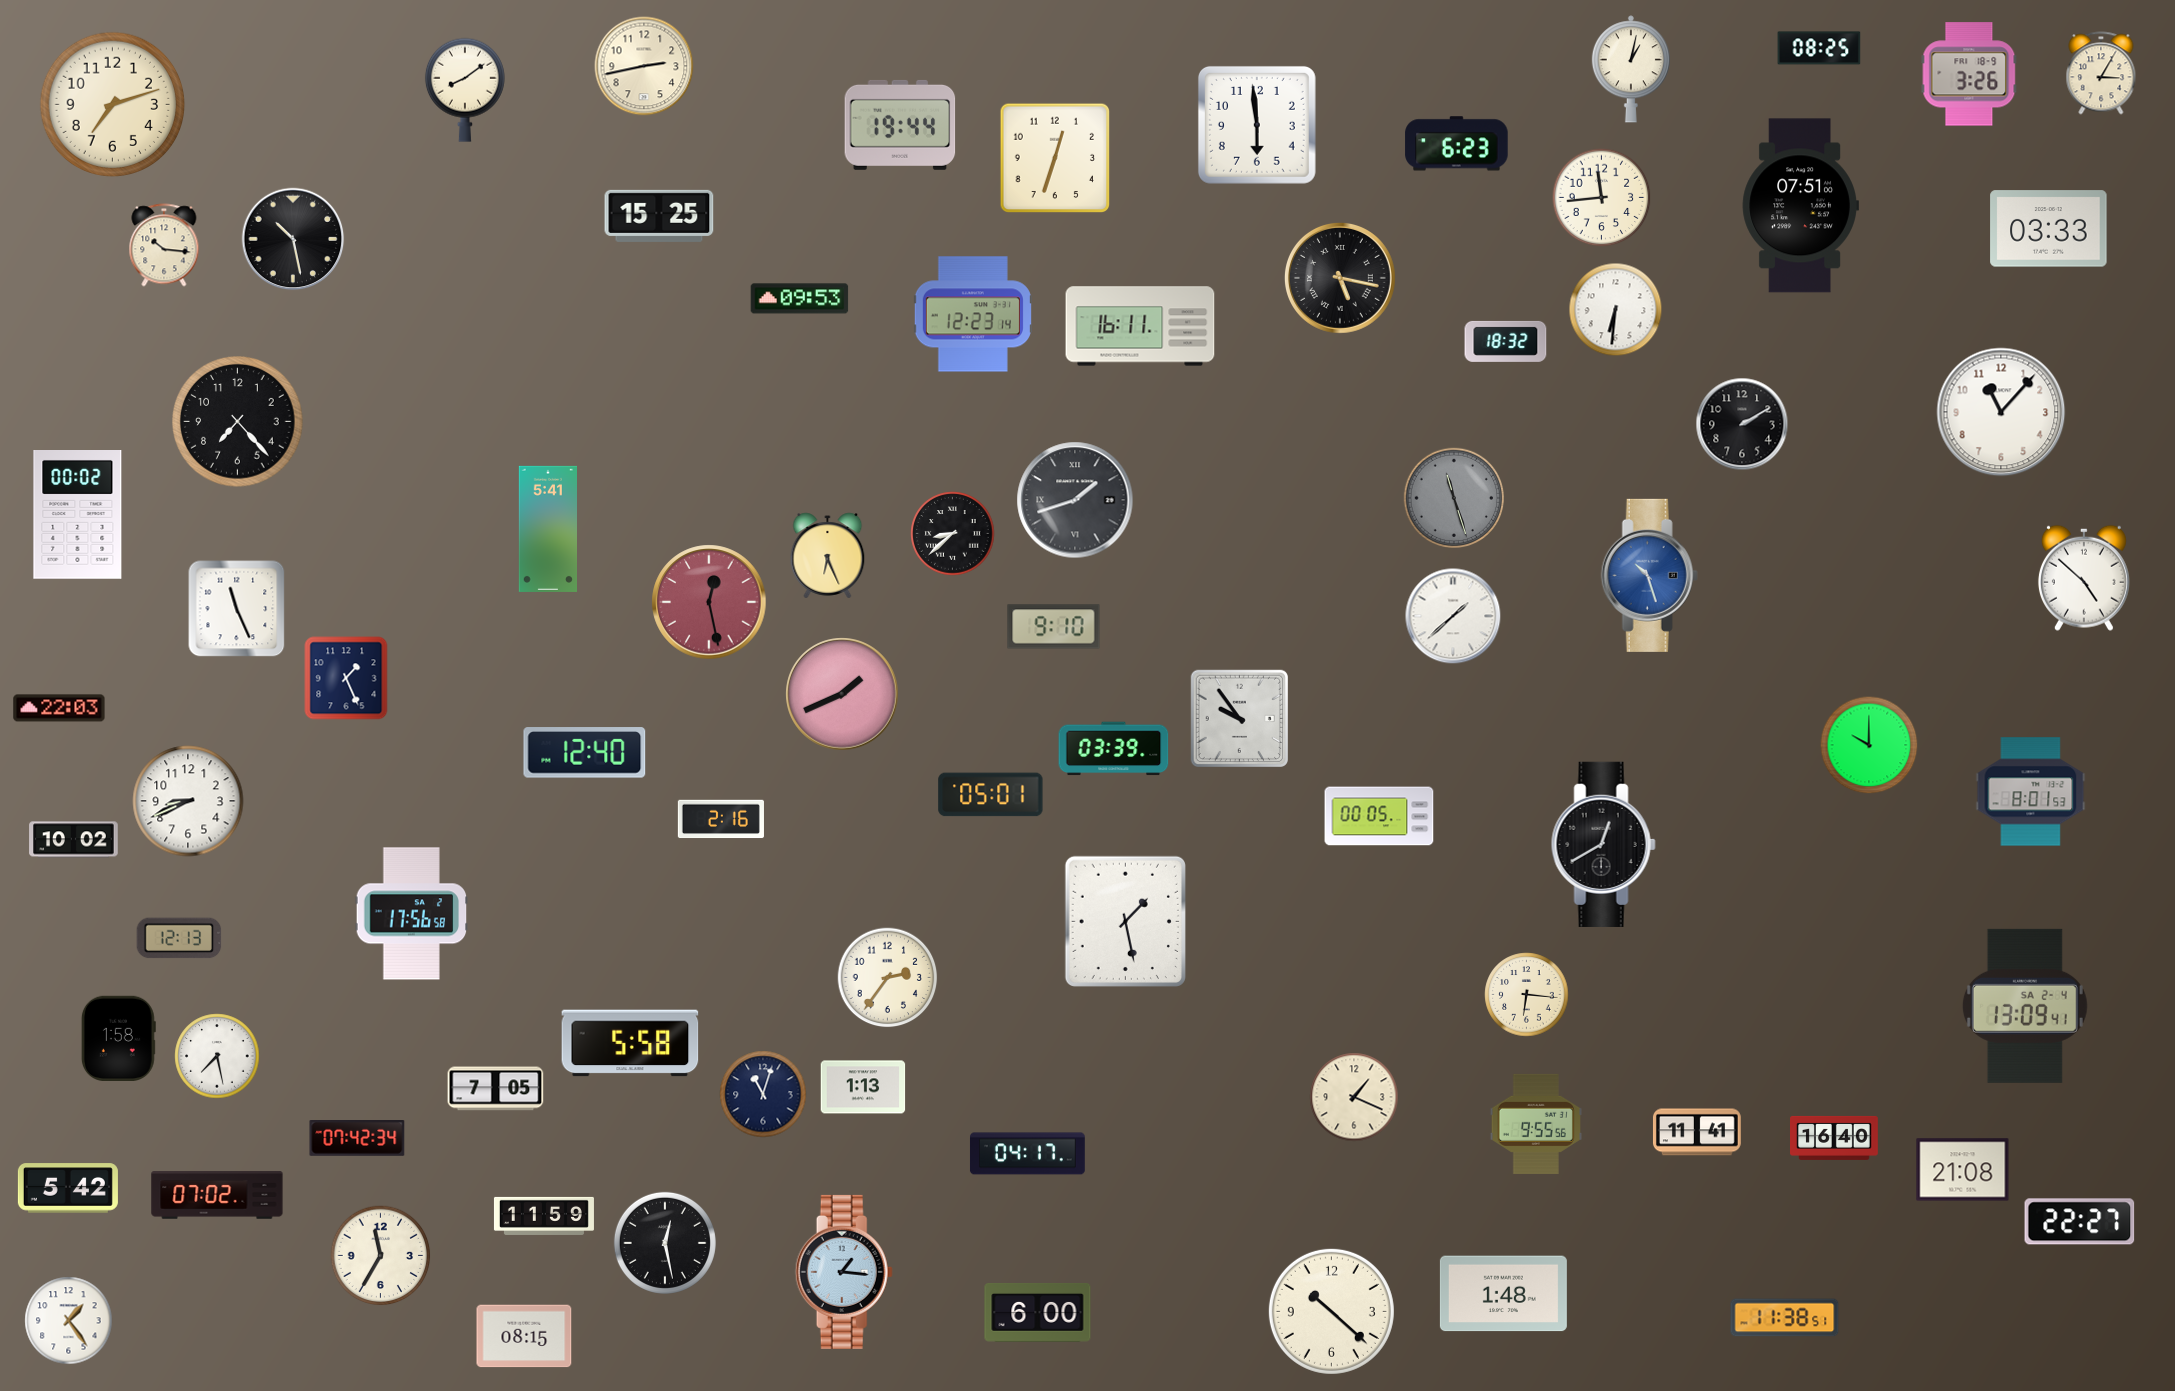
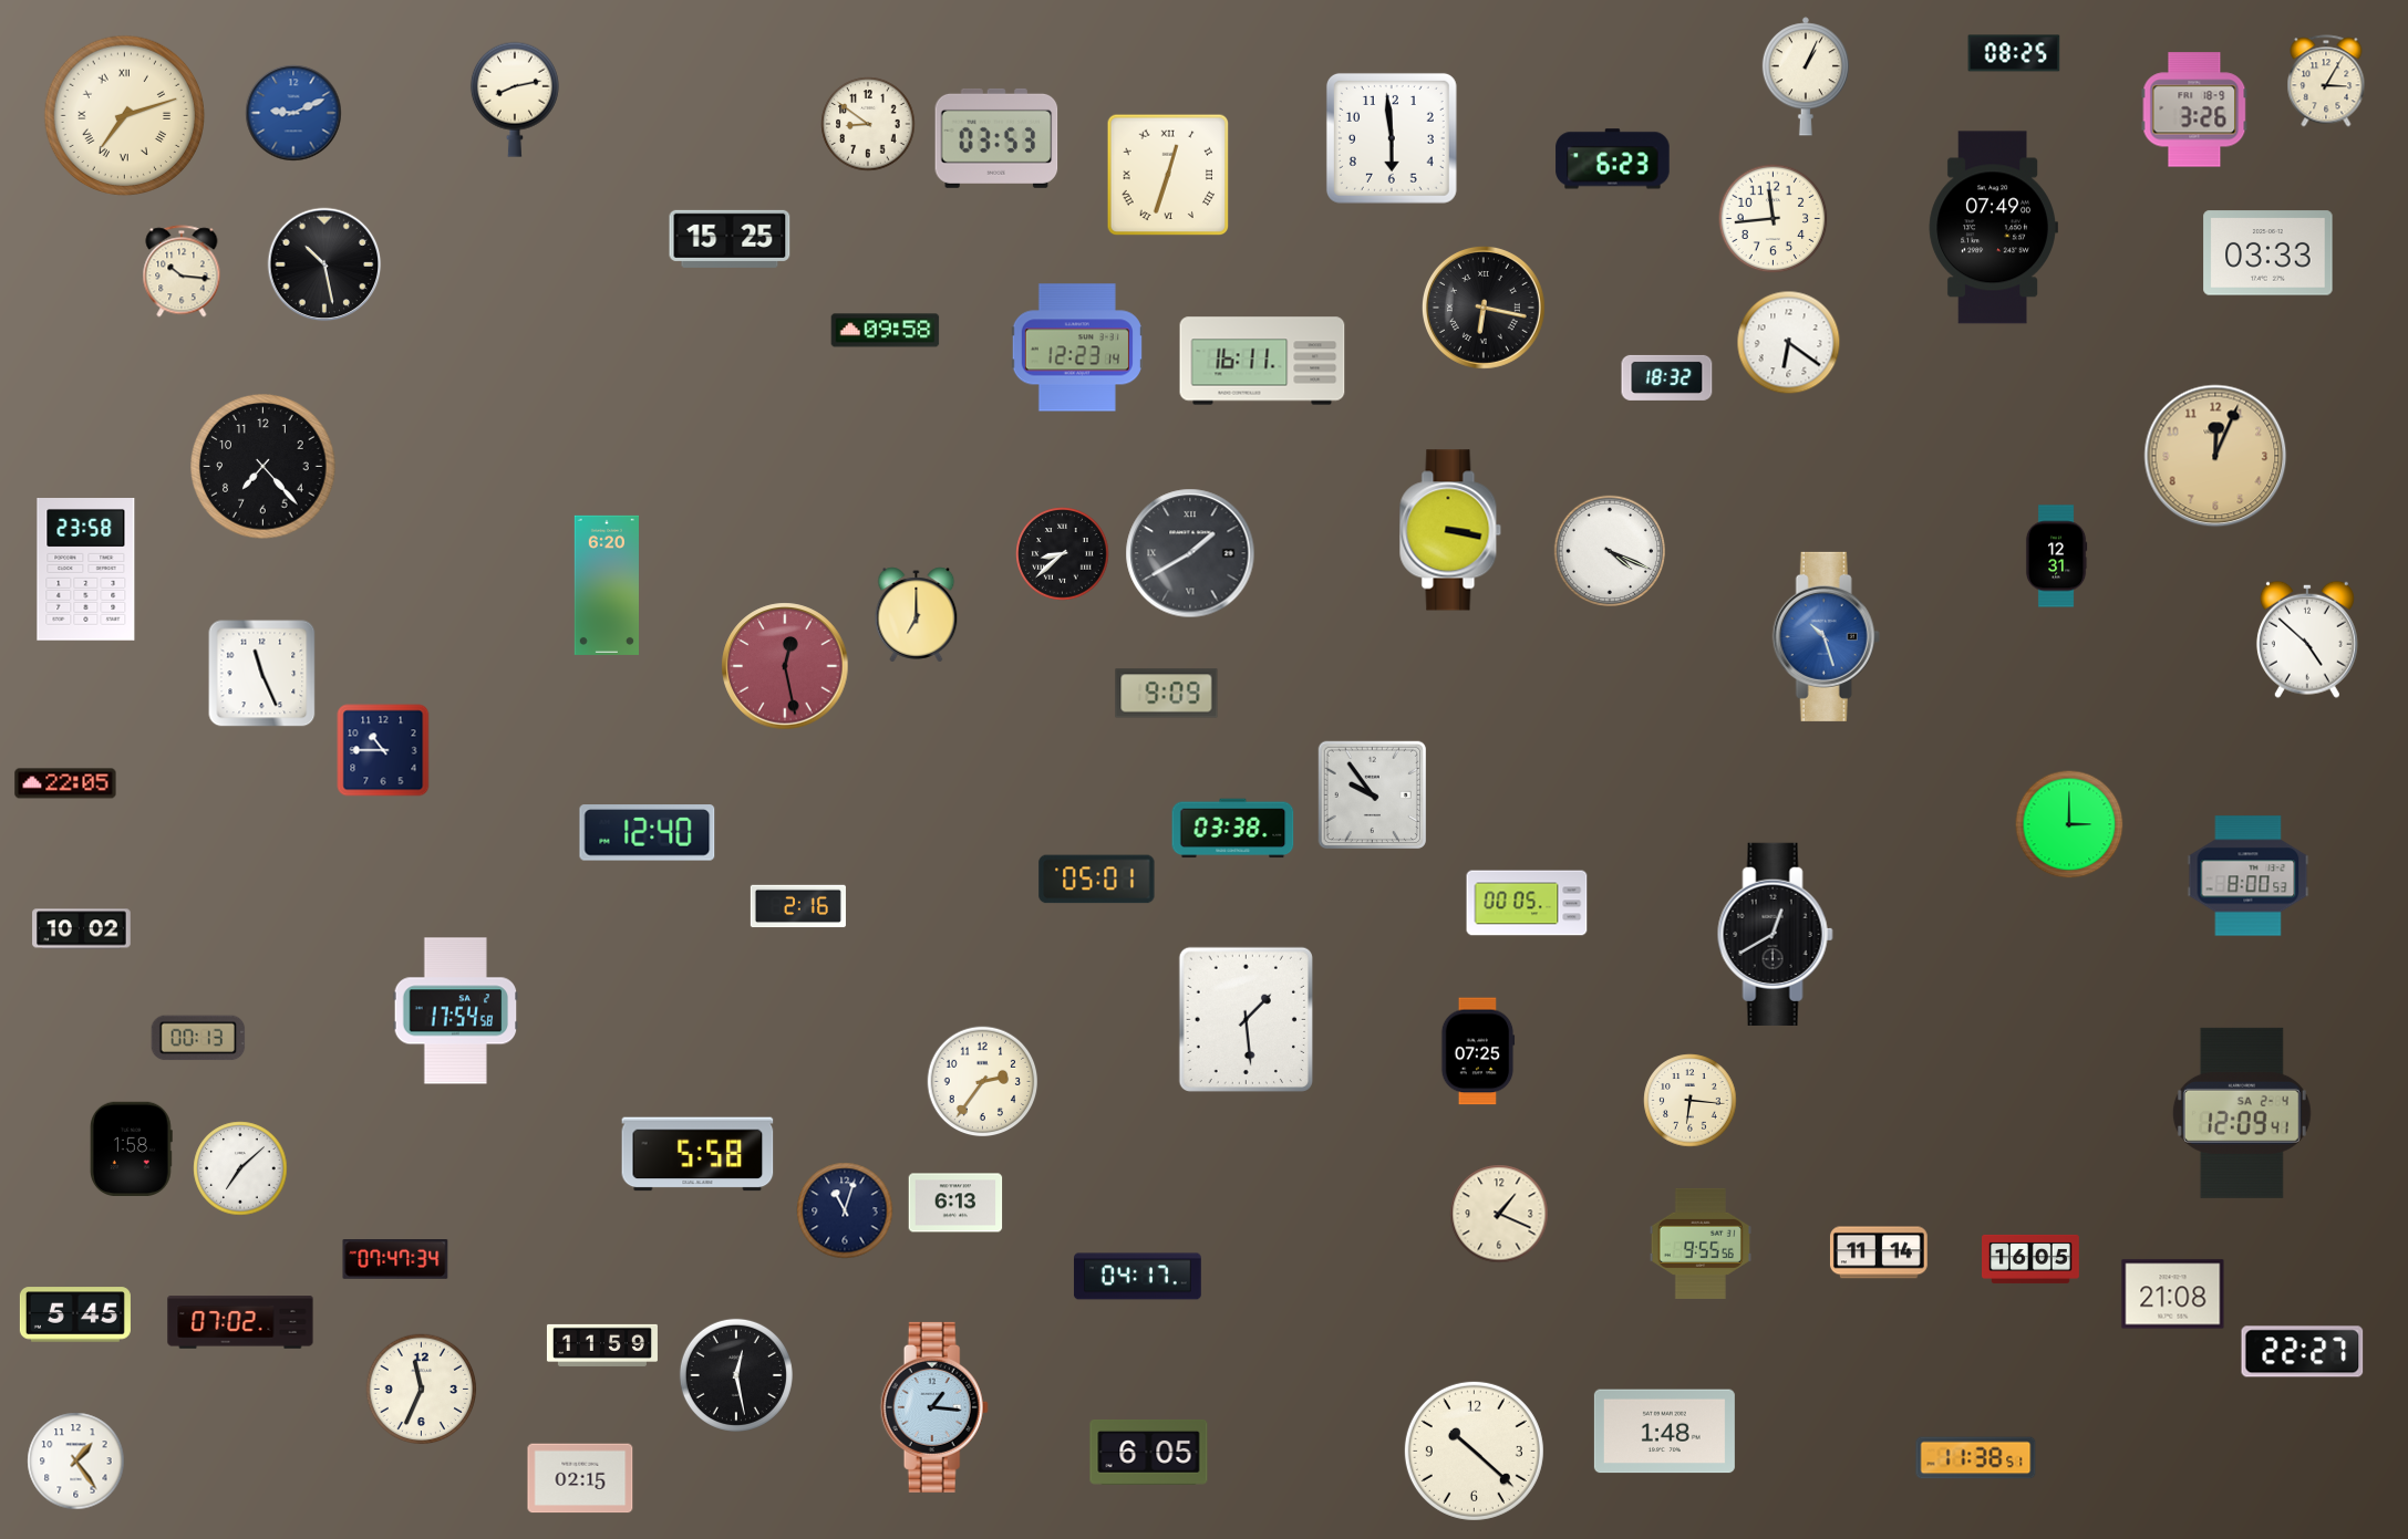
clock at (644, 66): 2:43 -> none
clock at (1631, 69): 1:02 -> 1:04
clock at (1969, 74) position: (1969, 74) -> (2194, 110)
clock at (465, 90): 8:09 -> 8:13
clock at (293, 113): none -> 9:11
clock at (113, 105) numerals: Arabic -> Roman
clock at (868, 124): none -> 8:51
clock at (900, 125): 19:44 -> 03:53
clock at (1055, 158) numerals: Arabic -> Roman
clock at (1800, 206): 07:51 -> 07:49
clock at (1340, 278): 5:17 -> 6:17
clock at (800, 299): 09:53 -> 09:58
clock at (1616, 310): 6:31 -> 6:21
clock at (2001, 412): 11:07 -> 12:04
clock at (2001, 412) dial: white -> champagne
clock at (1742, 424): 2:10 -> none
clock at (1450, 530): none -> 3:17
clock at (1453, 497): 11:27 -> 4:19
clock at (1453, 497) dial: grey -> white
clock at (1075, 500): 1:42 -> 1:40
clock at (2056, 557): none -> 12:31
clock at (78, 515): 00:02 -> 23:58
clock at (547, 529): 5:41 -> 6:20
clock at (953, 534) position: (953, 534) -> (1063, 554)
clock at (828, 556): 6:26 -> 7:00
clock at (1453, 616): 1:38 -> none
clock at (1054, 627): 9:10 -> 9:09
clock at (346, 678): 1:26 -> 10:45
clock at (842, 694): 1:41 -> none
clock at (59, 708): 22:03 -> 22:05
clock at (1869, 745): 10:00 -> 3:00
clock at (1114, 749): 03:39 -> 03:38
clock at (2031, 792): 8:01 -> 8:00
clock at (188, 801): 8:41 -> none
clock at (412, 914): 17:56 -> 17:54
clock at (1125, 921): 1:28 -> 1:29
clock at (179, 938): 12:13 -> 00:13
clock at (1478, 1051): none -> 07:25
clock at (2025, 1006): 13:09 -> 12:09
clock at (217, 1056): 7:28 -> 7:08
clock at (863, 1087): 1:13 -> 6:13
clock at (496, 1089): 7:05 -> none
clock at (1697, 1132): 11:41 -> 11:14
clock at (1835, 1138): 16:40 -> 16:05
clock at (357, 1139): 07:42 -> 07:47
clock at (68, 1188): 5:42 -> 5:45
clock at (381, 1256): 11:35 -> 11:34
clock at (1038, 1313): 6:00 -> 6:05
clock at (524, 1336): 08:15 -> 02:15
